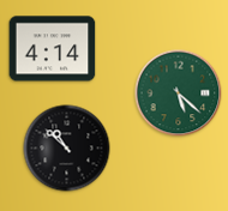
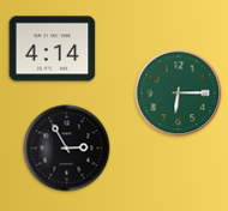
clock at (179, 94): 5:22 -> 6:15
clock at (67, 149): 10:52 -> 2:55
